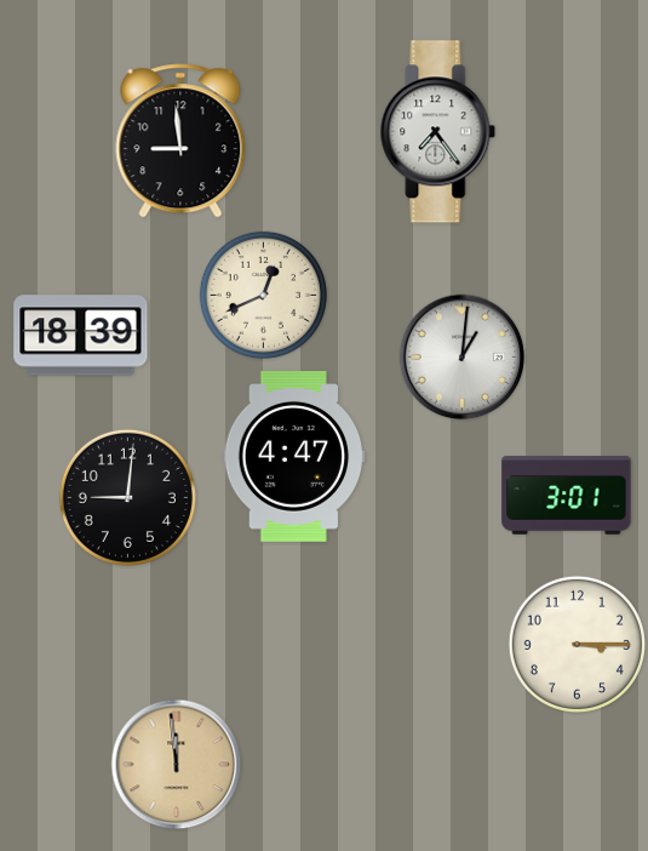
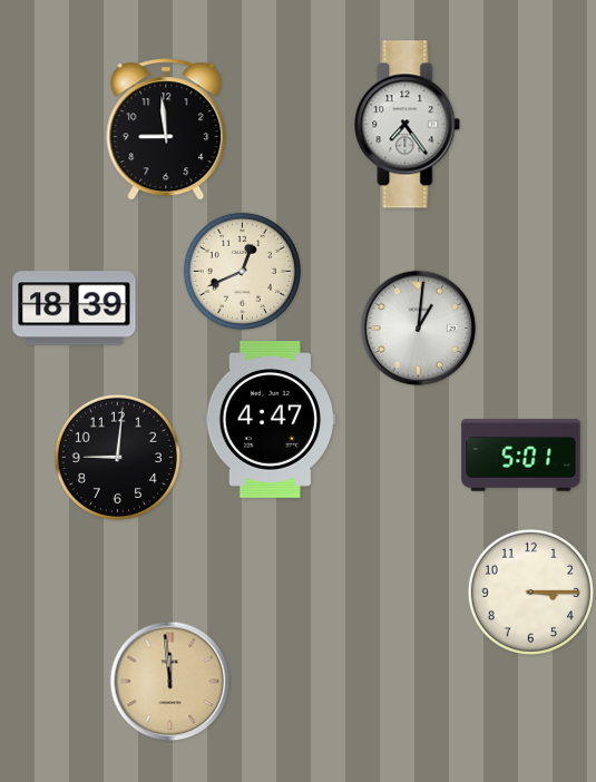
clock at (438, 132) position: (438, 132) -> (408, 125)
clock at (463, 358) position: (463, 358) -> (419, 329)
clock at (567, 496): 3:01 -> 5:01
clock at (177, 765) position: (177, 765) -> (170, 682)
